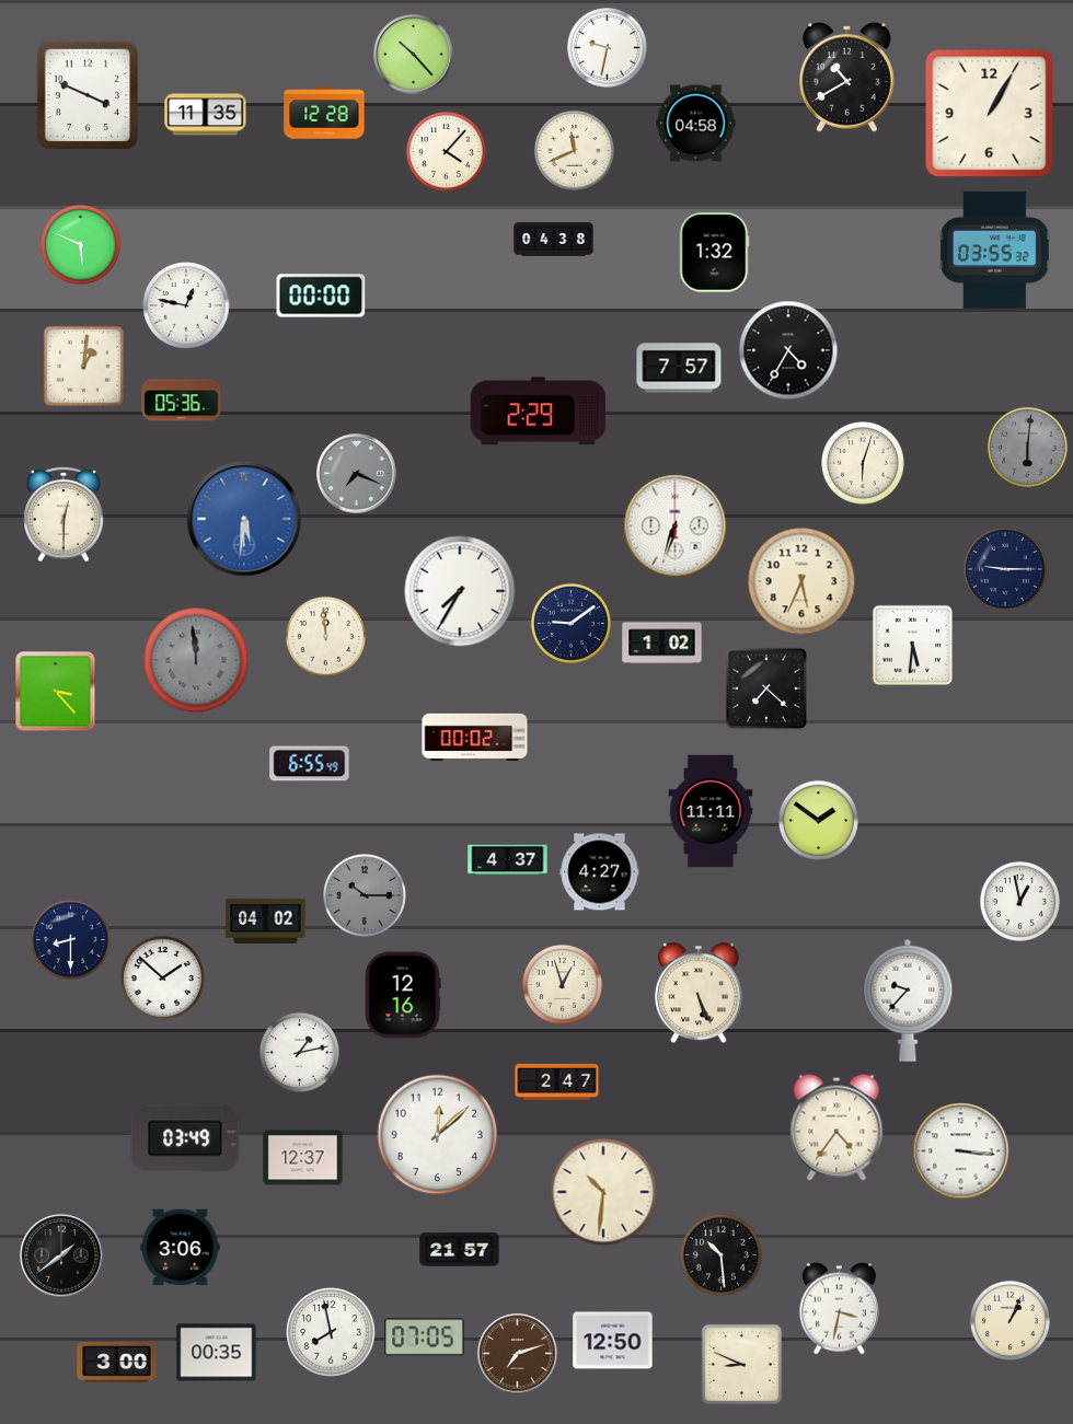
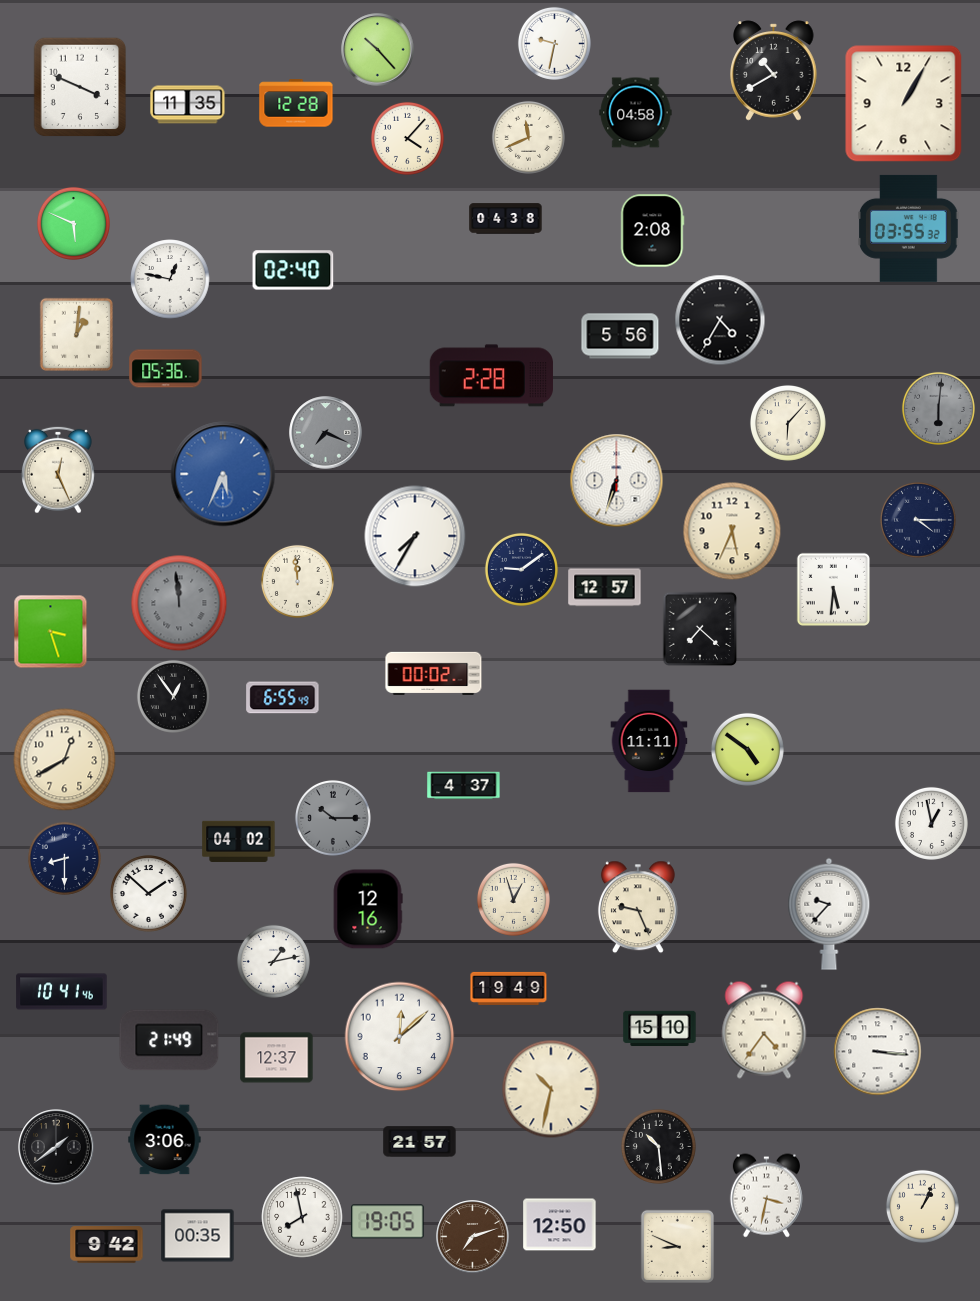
clock at (574, 150) position: (574, 150) -> (528, 137)
clock at (714, 253): 1:32 -> 2:08
clock at (321, 296): 00:00 -> 02:40
clock at (679, 368): 7:57 -> 5:56
clock at (182, 401) position: (182, 401) -> (166, 369)
clock at (538, 412): 2:29 -> 2:28
clock at (863, 463): 6:03 -> 6:07
clock at (64, 514): 12:30 -> 12:26
clock at (244, 519): 5:31 -> 5:34
clock at (1005, 569): 9:15 -> 4:15
clock at (460, 591) position: (460, 591) -> (415, 536)
clock at (662, 644): 1:02 -> 12:57
clock at (56, 692): 3:23 -> 3:27
clock at (173, 696): none -> 12:54
clock at (818, 820): 1:51 -> 4:51
clock at (65, 760): none -> 12:40
clock at (600, 872): 4:27 -> none
clock at (266, 921) position: (266, 921) -> (239, 841)
clock at (699, 993): 5:26 -> 9:26
clock at (557, 1081): 2:47 -> 19:49
clock at (62, 992): none -> 10:41
clock at (660, 1029): none -> 15:10
clock at (185, 1138): 03:49 -> 21:49
clock at (603, 1192): 10:31 -> 10:32
clock at (425, 1338): 07:05 -> 19:05
clock at (117, 1363): 3:00 -> 9:42
